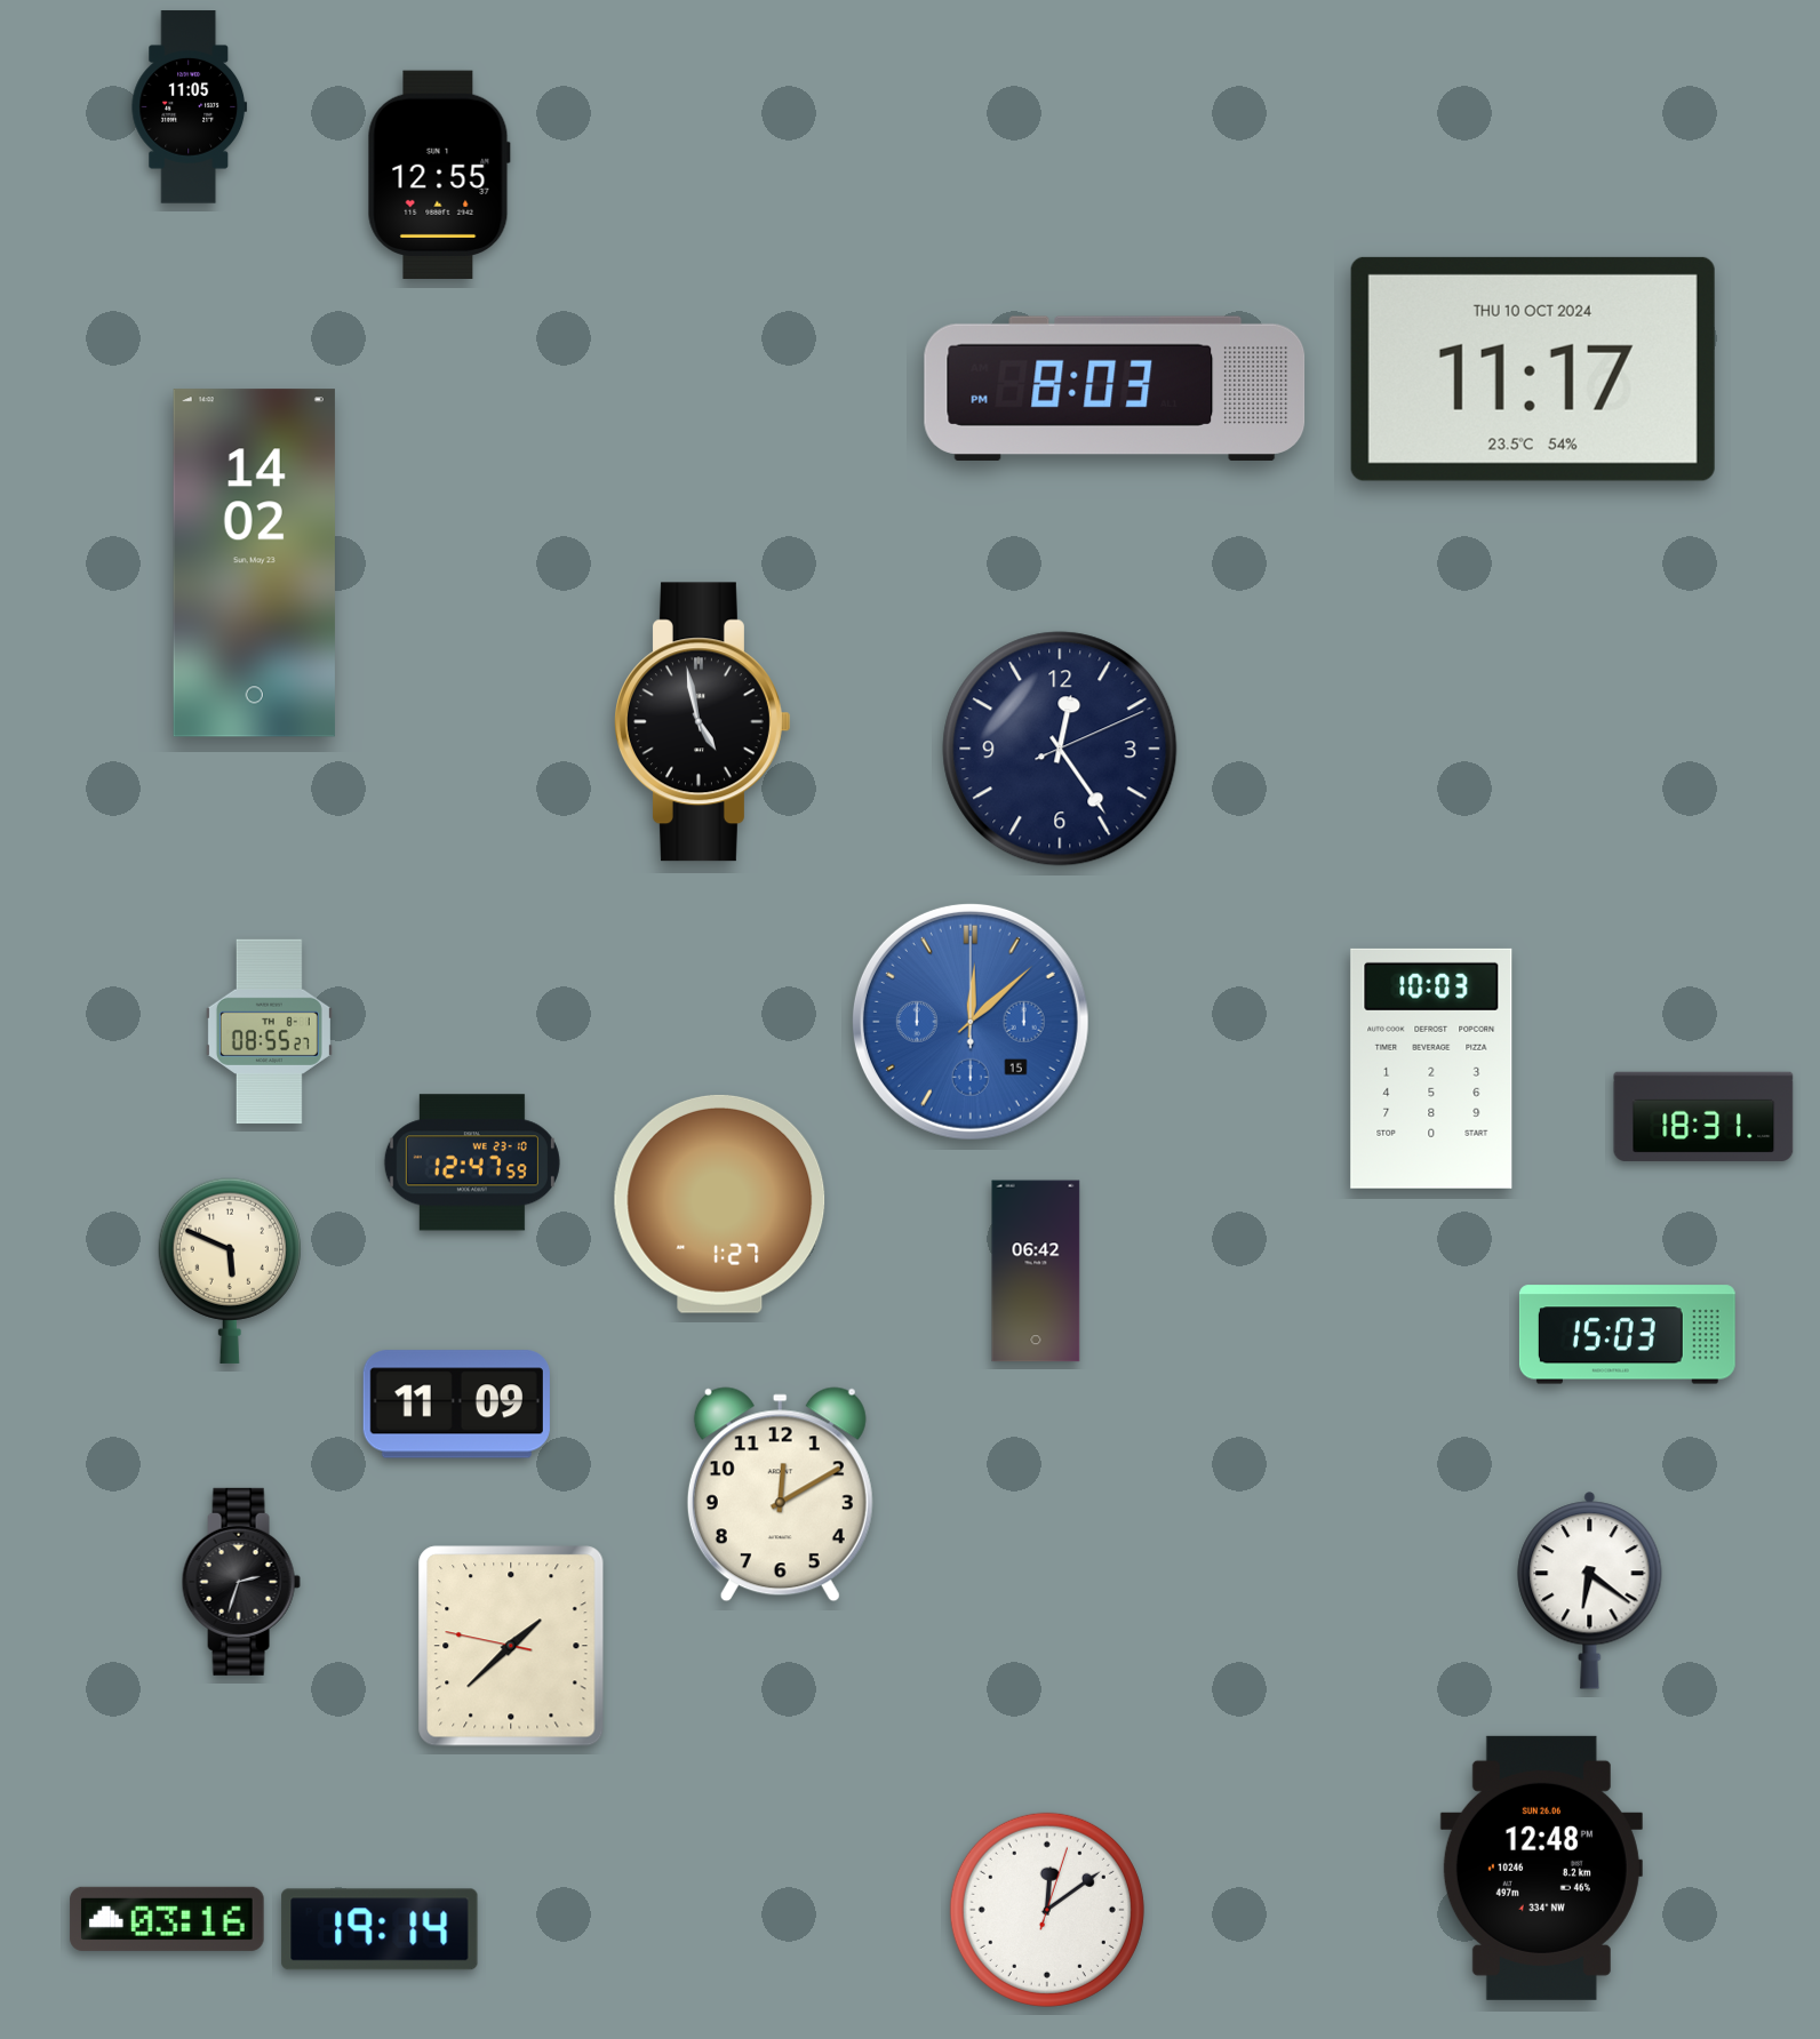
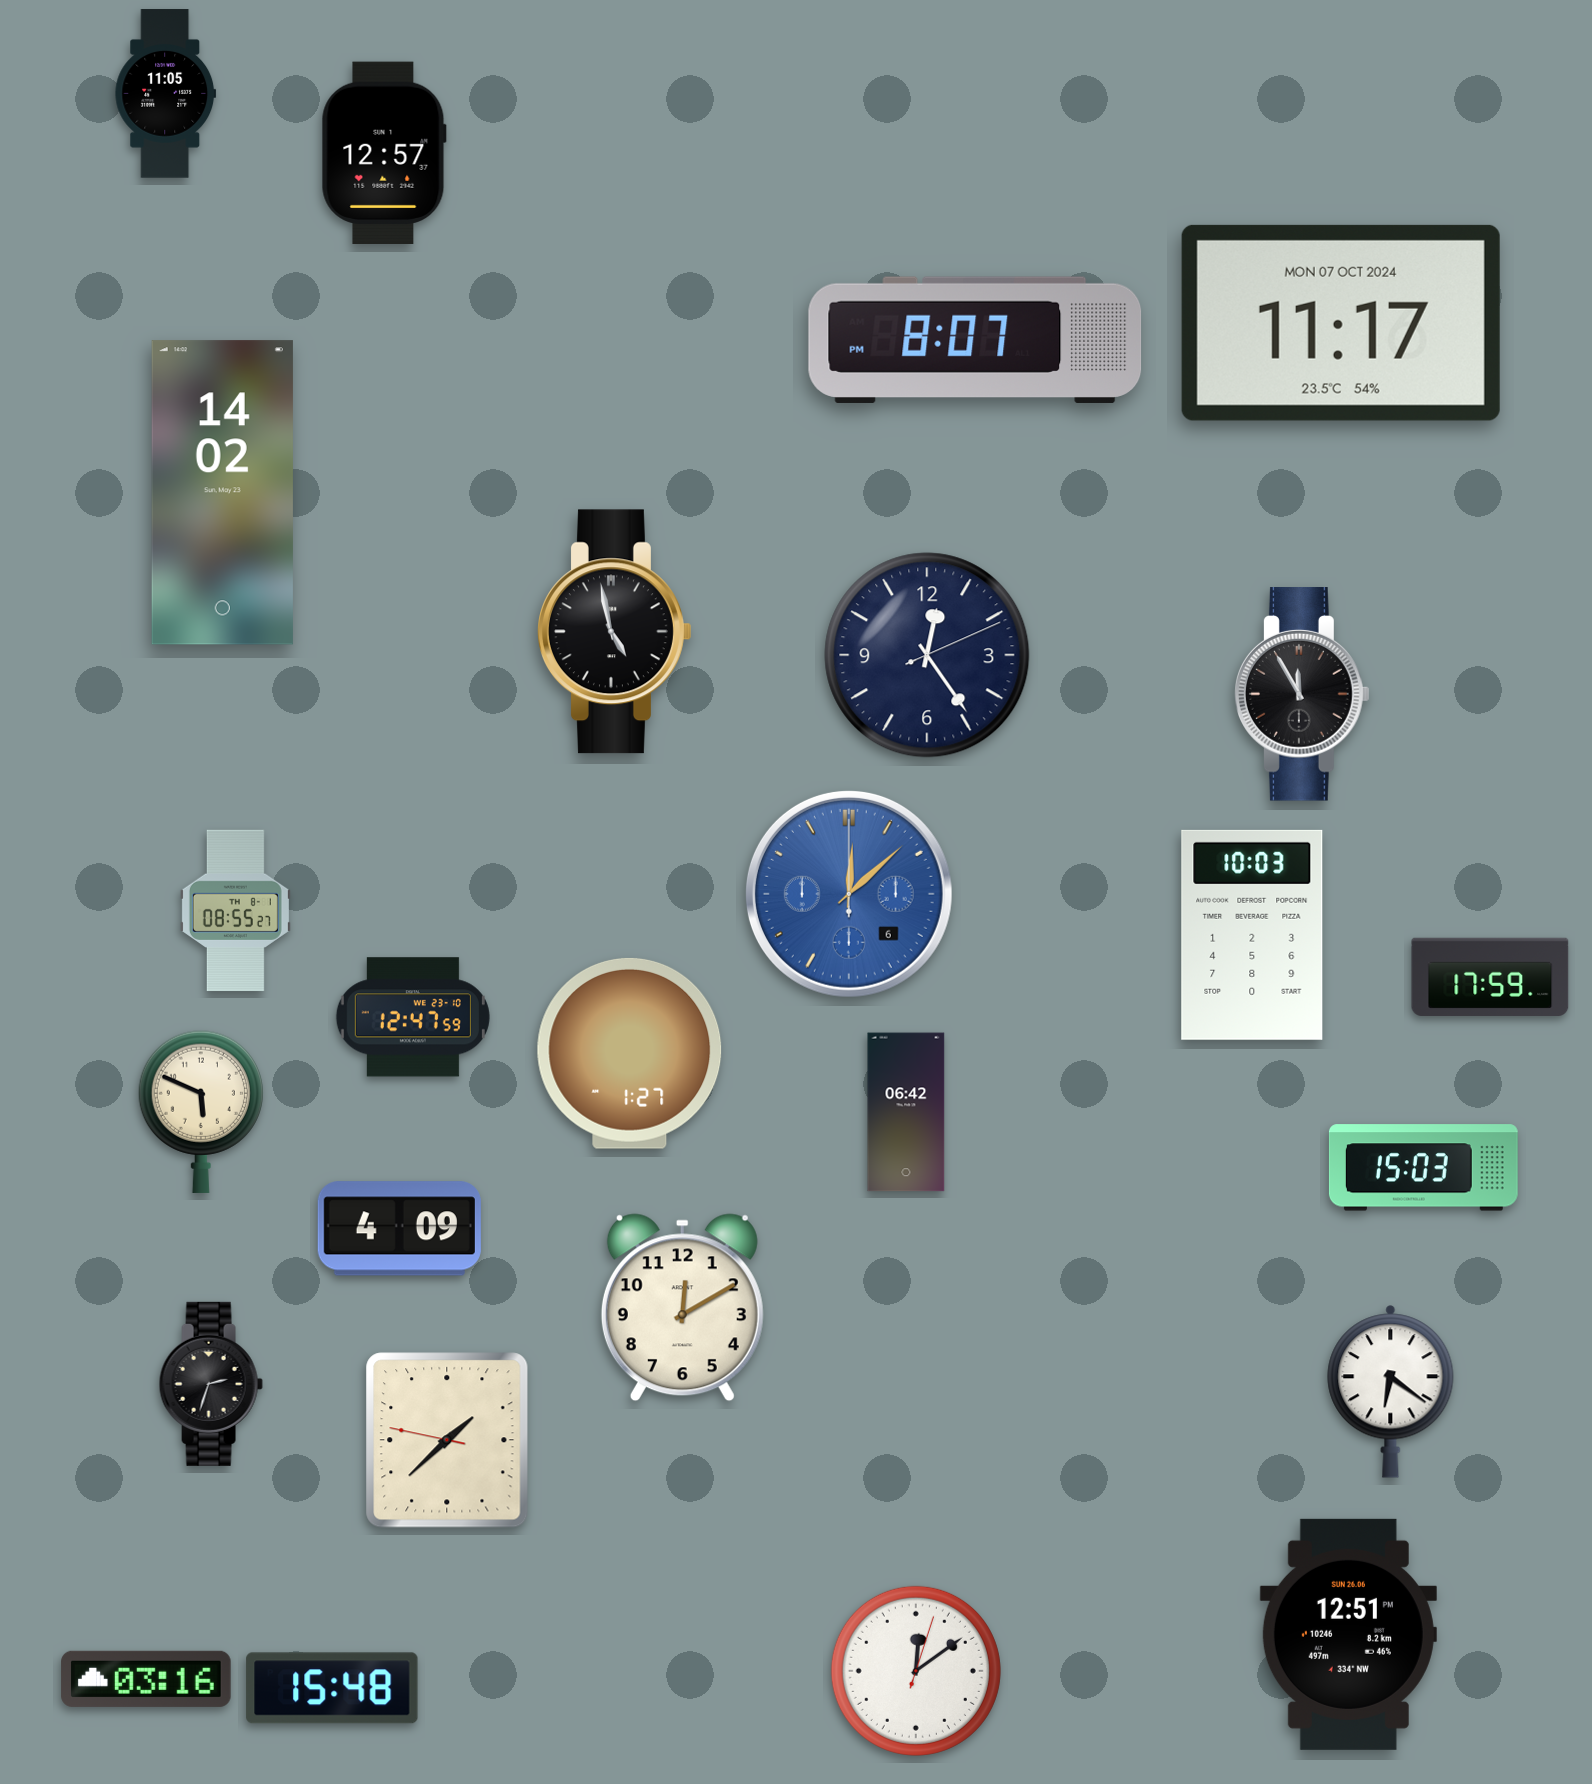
clock at (439, 174): 12:55 -> 12:57
clock at (1533, 369) date: THU 10 OCT 2024 -> MON 07 OCT 2024
clock at (1115, 389): 8:03 -> 8:07
clock at (1303, 694): none -> 11:55
clock at (971, 1022) date: 15 -> 6
clock at (269, 1032) position: (269, 1032) -> (235, 911)
clock at (1703, 1117): 18:31 -> 17:59
clock at (456, 1405): 11:09 -> 4:09
clock at (1541, 1868): 12:48 -> 12:51
clock at (380, 1929): 19:14 -> 15:48
